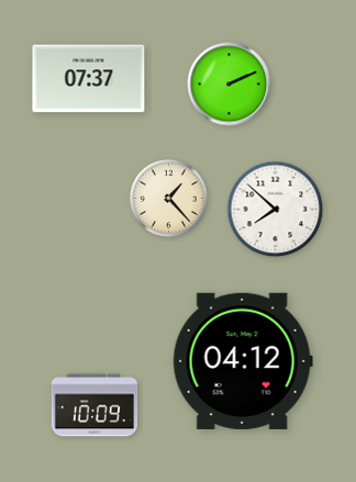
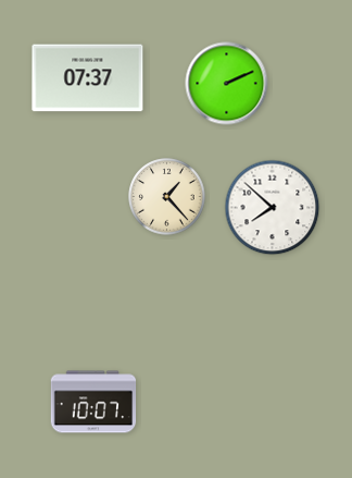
clock at (243, 361): 04:12 -> none
clock at (94, 405): 10:09 -> 10:07
